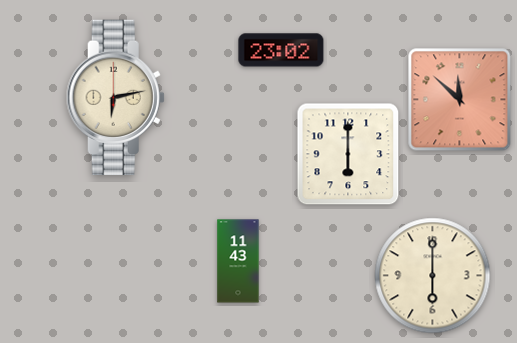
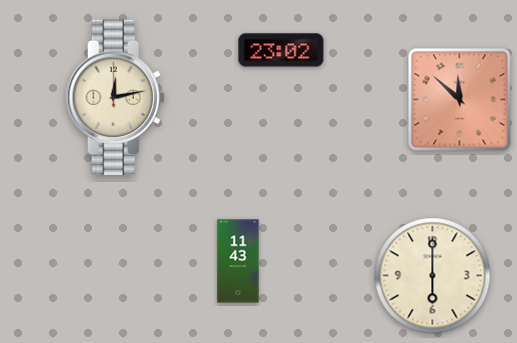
clock at (115, 98): 6:13 -> 12:13
clock at (348, 154): 6:00 -> none
